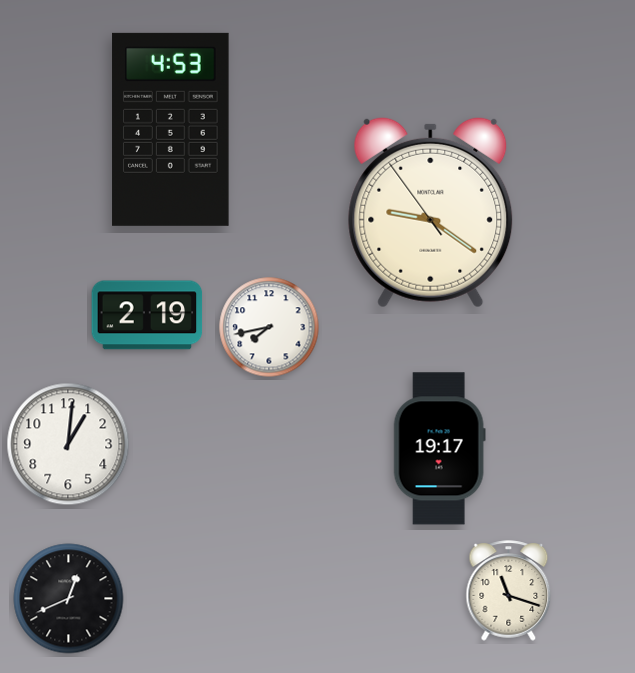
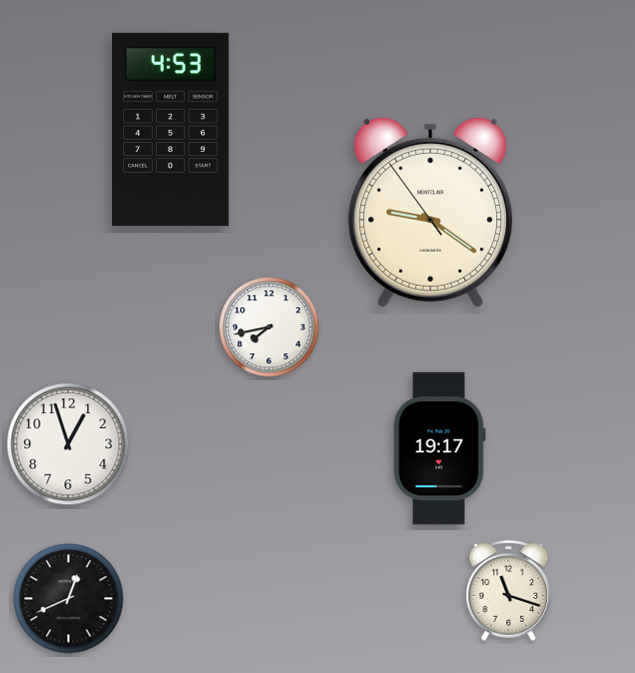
clock at (147, 315): 2:19 -> none
clock at (68, 444): 1:01 -> 12:57
